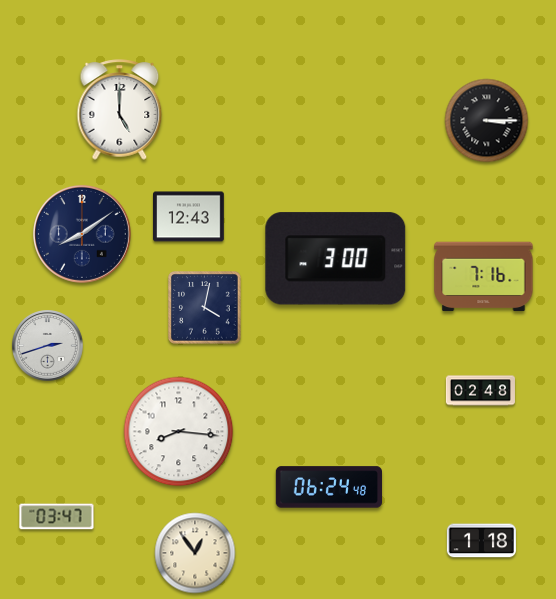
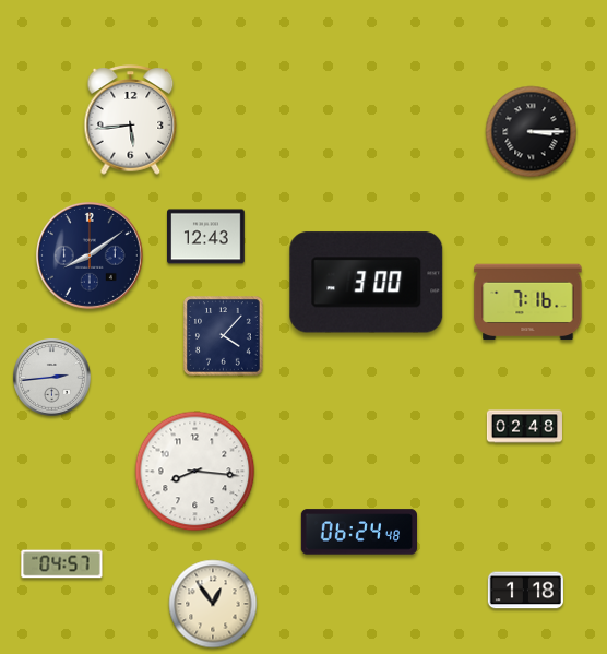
clock at (120, 110): 5:00 -> 5:44
clock at (205, 308): 4:02 -> 4:07
clock at (48, 346): 2:42 -> 2:44
clock at (57, 517): 03:47 -> 04:57
